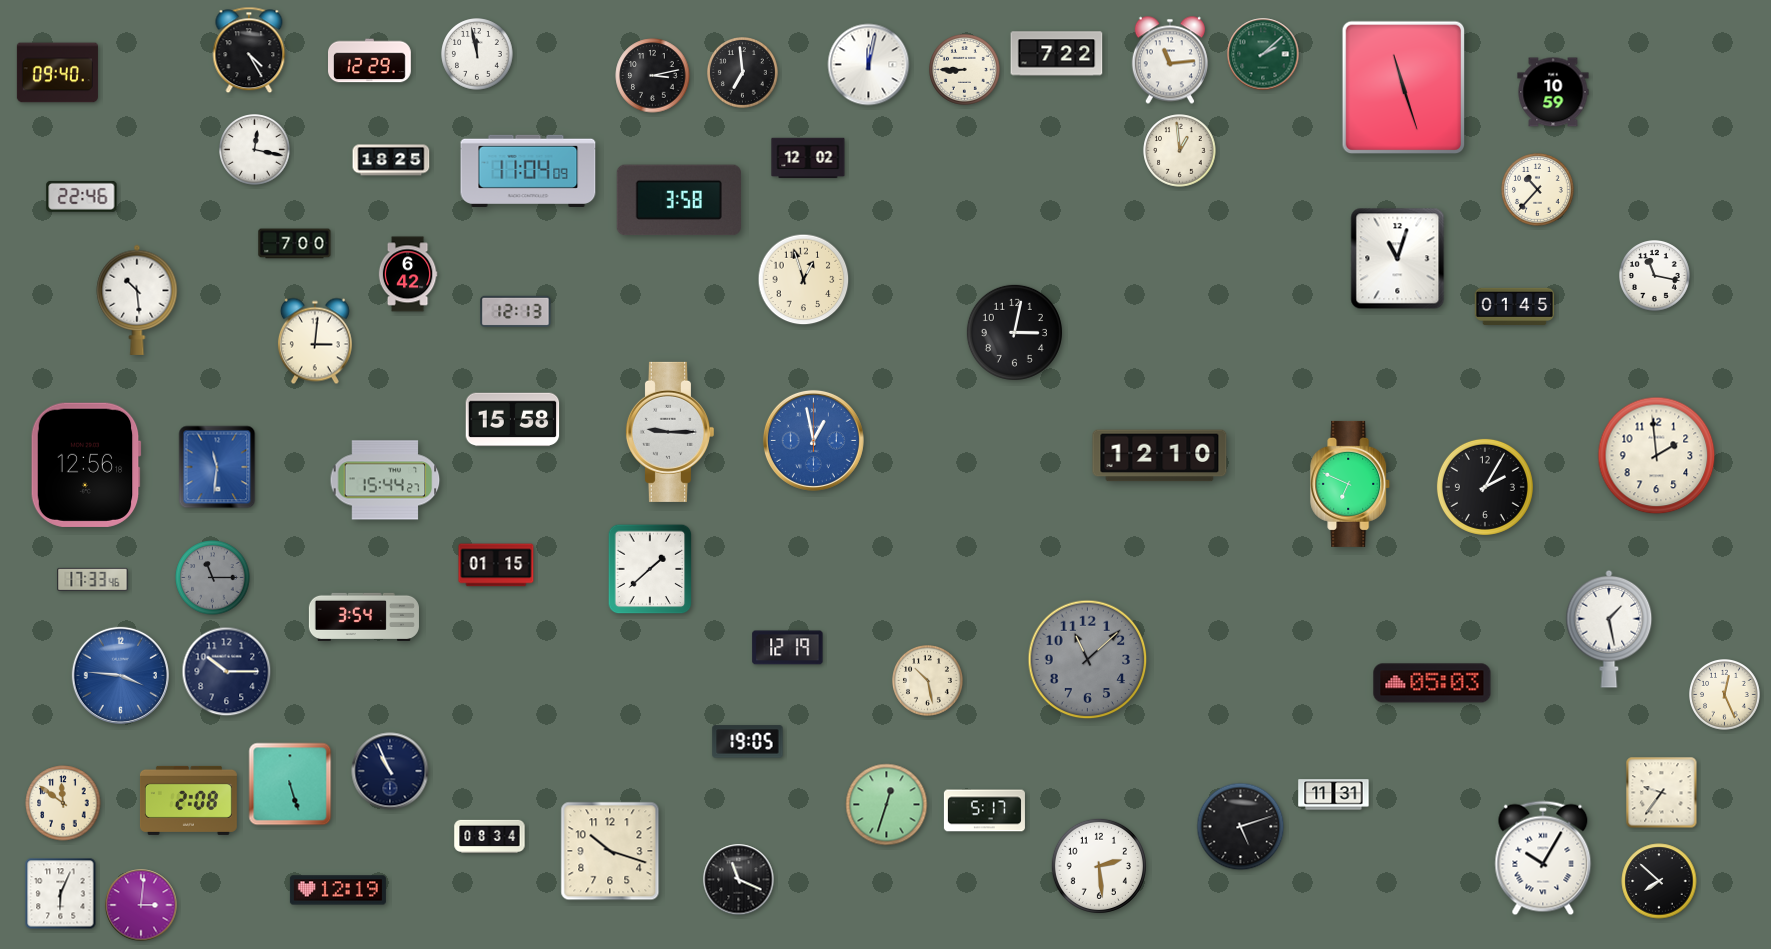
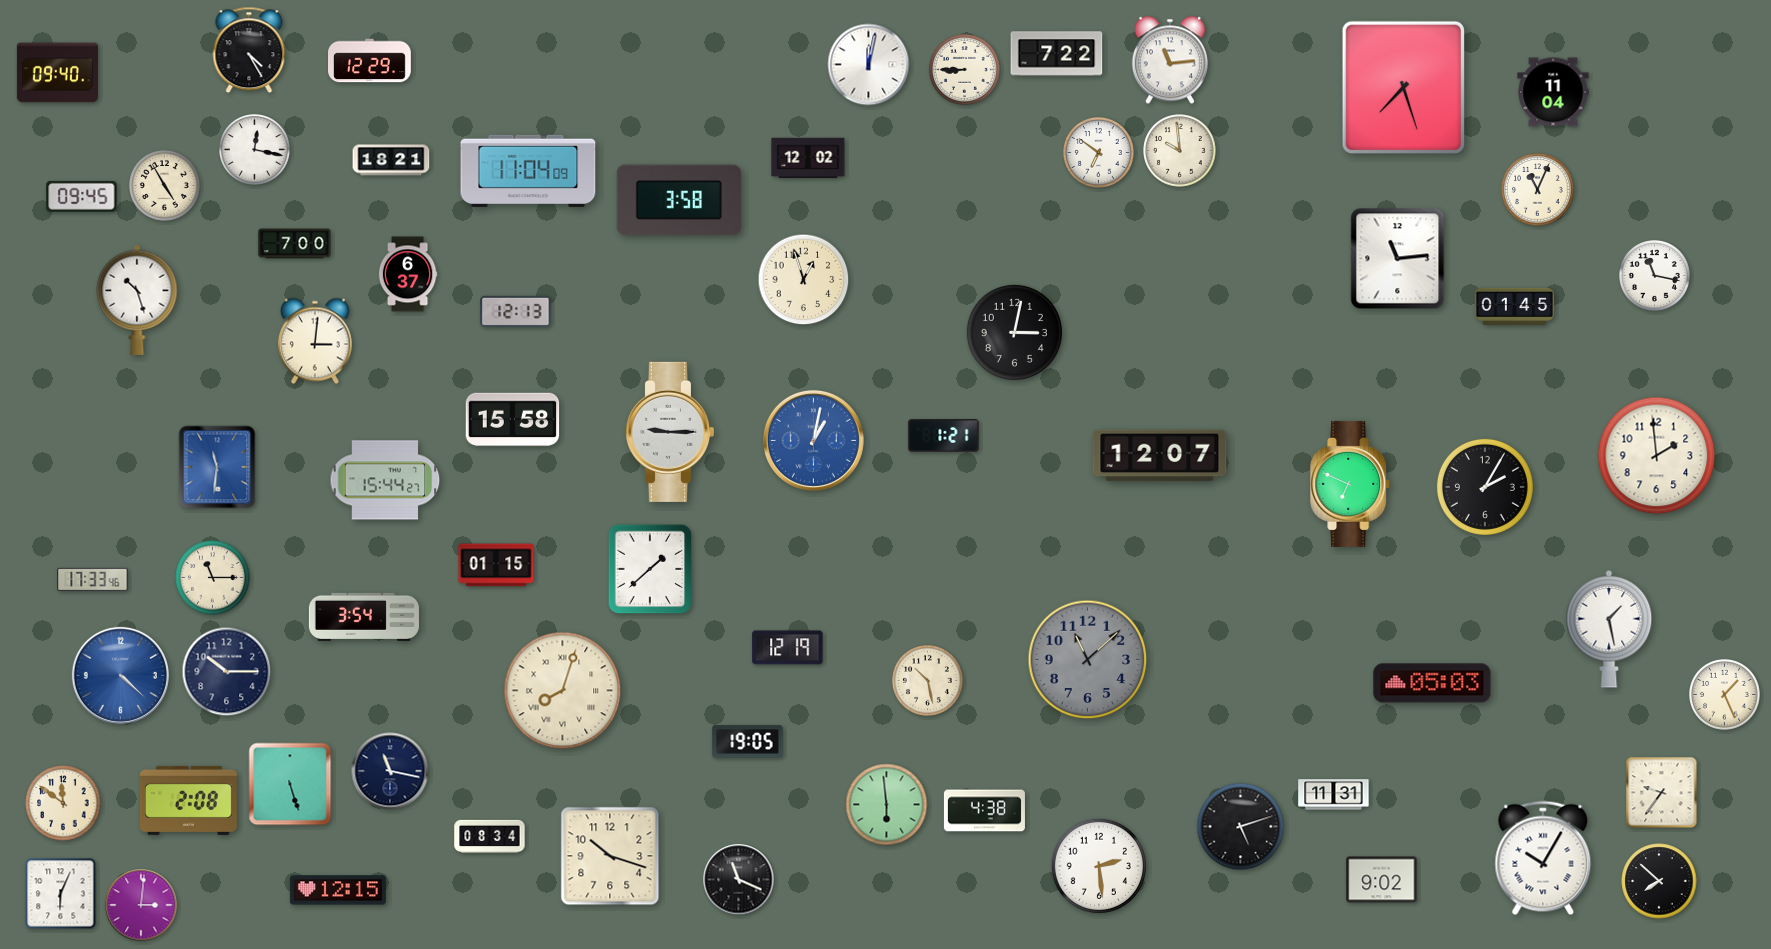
clock at (477, 54): 11:58 -> none
clock at (1263, 54): 2:08 -> none
clock at (743, 73): 6:59 -> none
clock at (653, 76): 3:13 -> none
clock at (1403, 88): 11:27 -> 7:27
clock at (1553, 92): 10:59 -> 11:04
clock at (1180, 151): 12:59 -> 9:59
clock at (1099, 153): none -> 6:51
clock at (391, 160): 18:25 -> 18:21
clock at (165, 186): none -> 4:55
clock at (1538, 190): 10:37 -> 11:04
clock at (82, 196): 22:46 -> 09:45
clock at (1398, 259): 11:03 -> 11:14
clock at (408, 274): 6:42 -> 6:37
clock at (137, 300): 10:29 -> 10:27
clock at (944, 436): none -> 1:21
clock at (813, 440): 12:58 -> 1:02
clock at (1160, 456): 12:10 -> 12:07
clock at (86, 465): 12:56 -> none
clock at (213, 578) dial: grey -> cream
clock at (120, 675): 3:46 -> 4:22
clock at (563, 691): none -> 8:03
clock at (1725, 695): 12:26 -> 1:26
clock at (390, 771): 10:56 -> 11:17
clock at (887, 805): 12:33 -> 5:59
clock at (984, 811): 5:17 -> 4:38
clock at (610, 851) position: (610, 851) -> (610, 856)
clock at (1382, 880): none -> 9:02
clock at (338, 890): 12:19 -> 12:15
